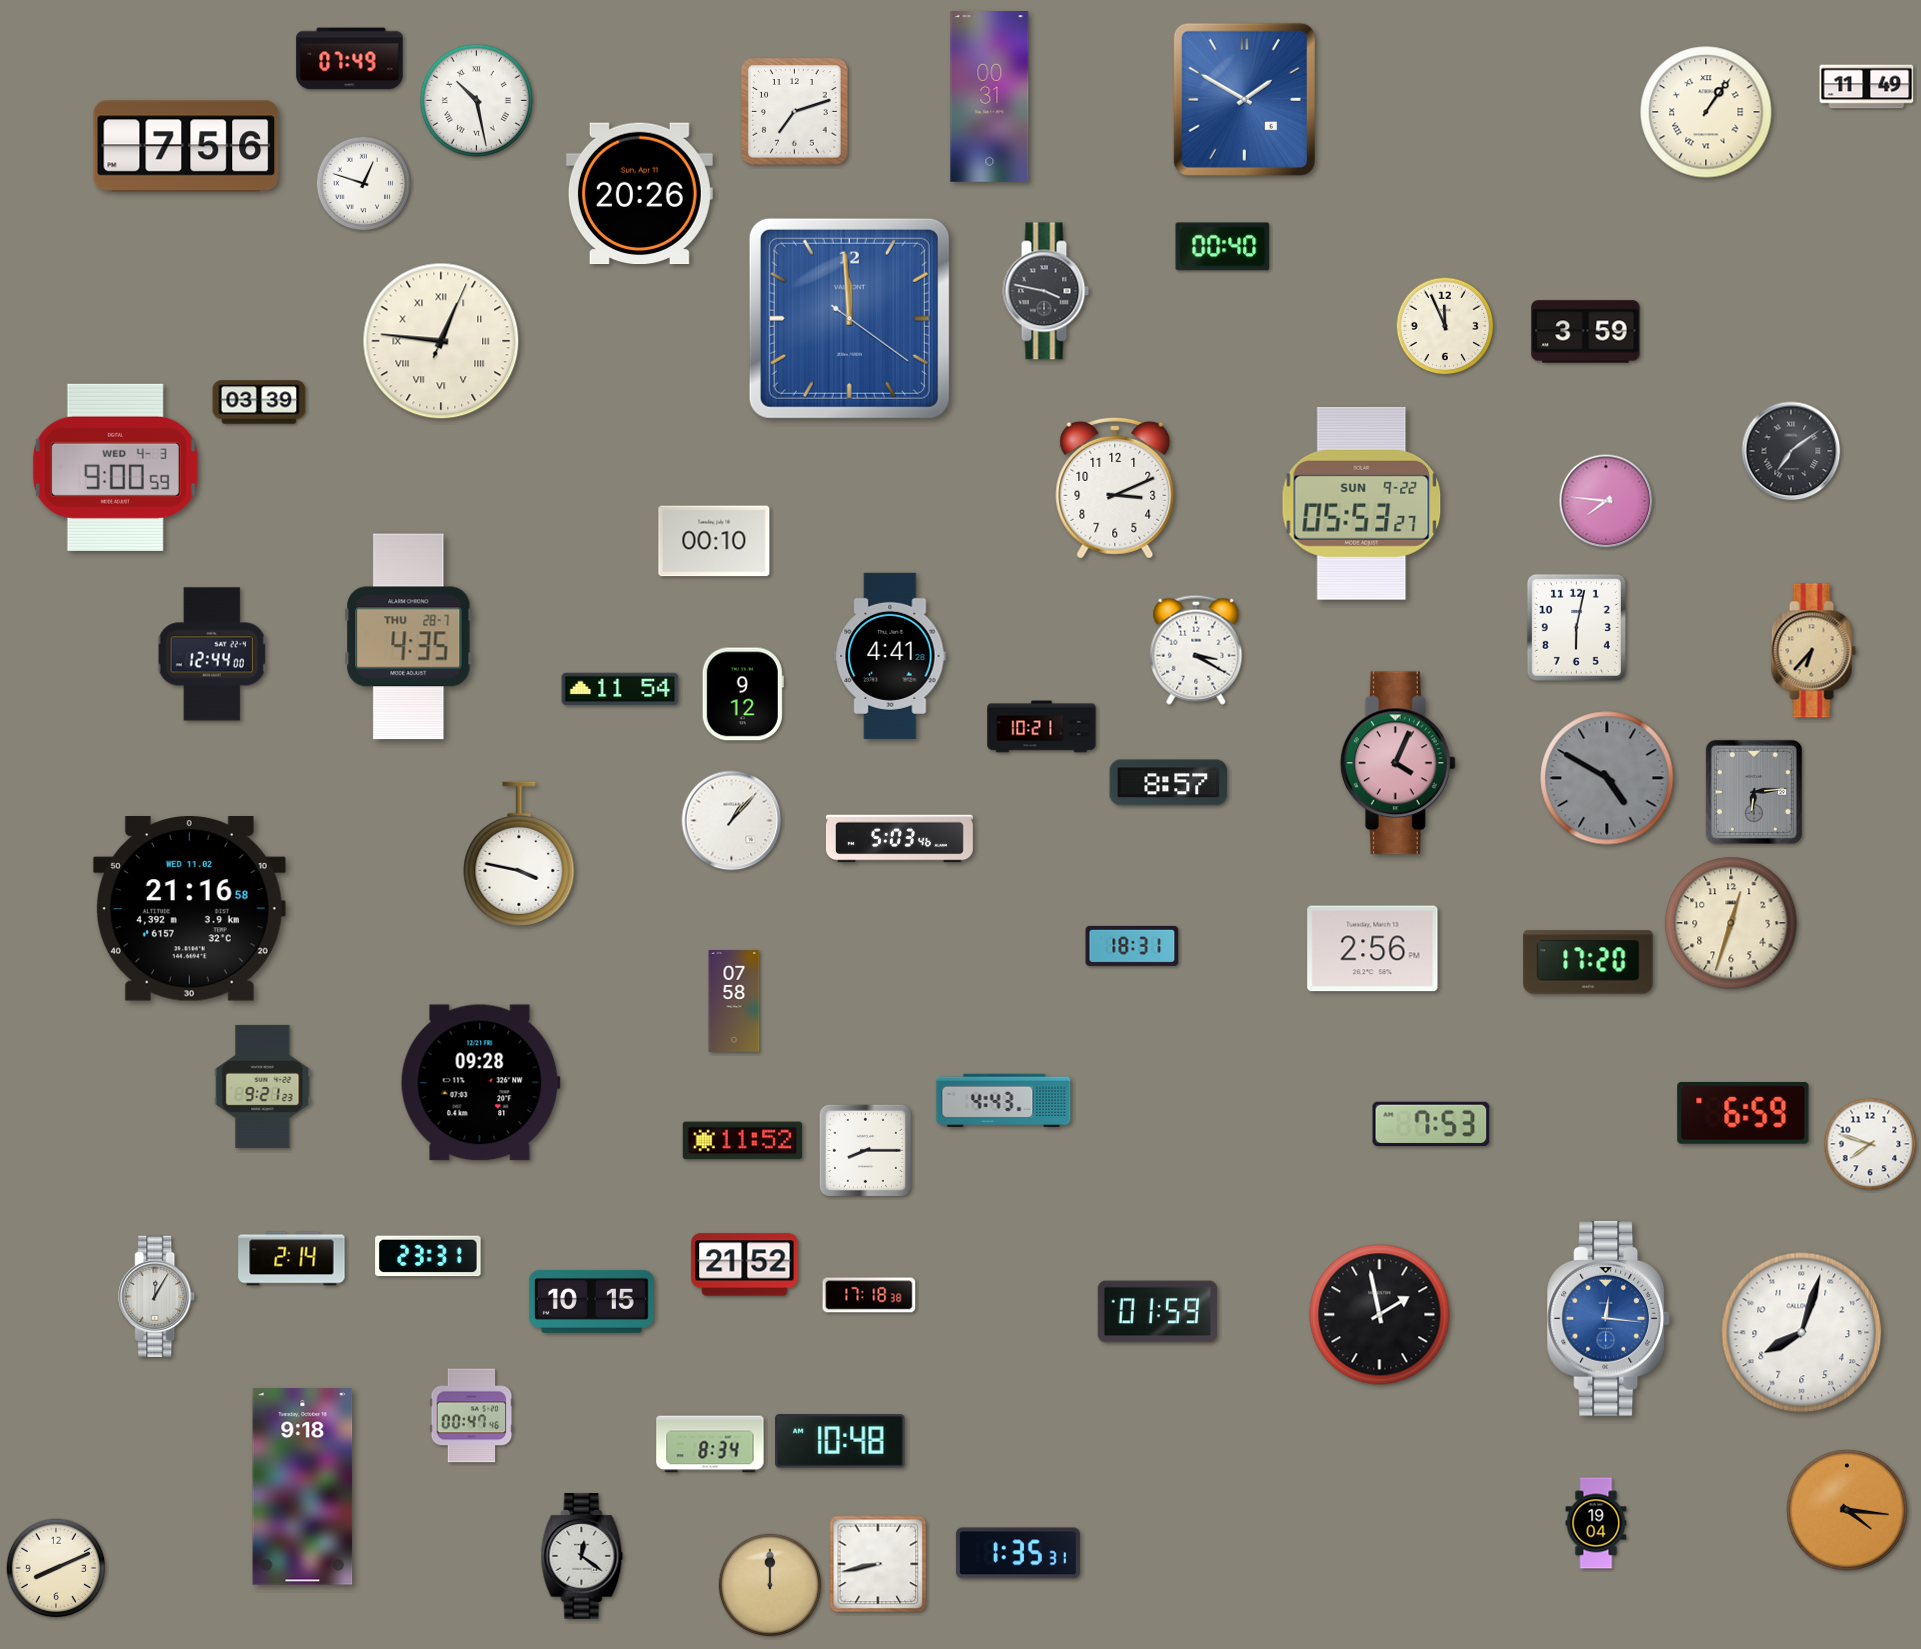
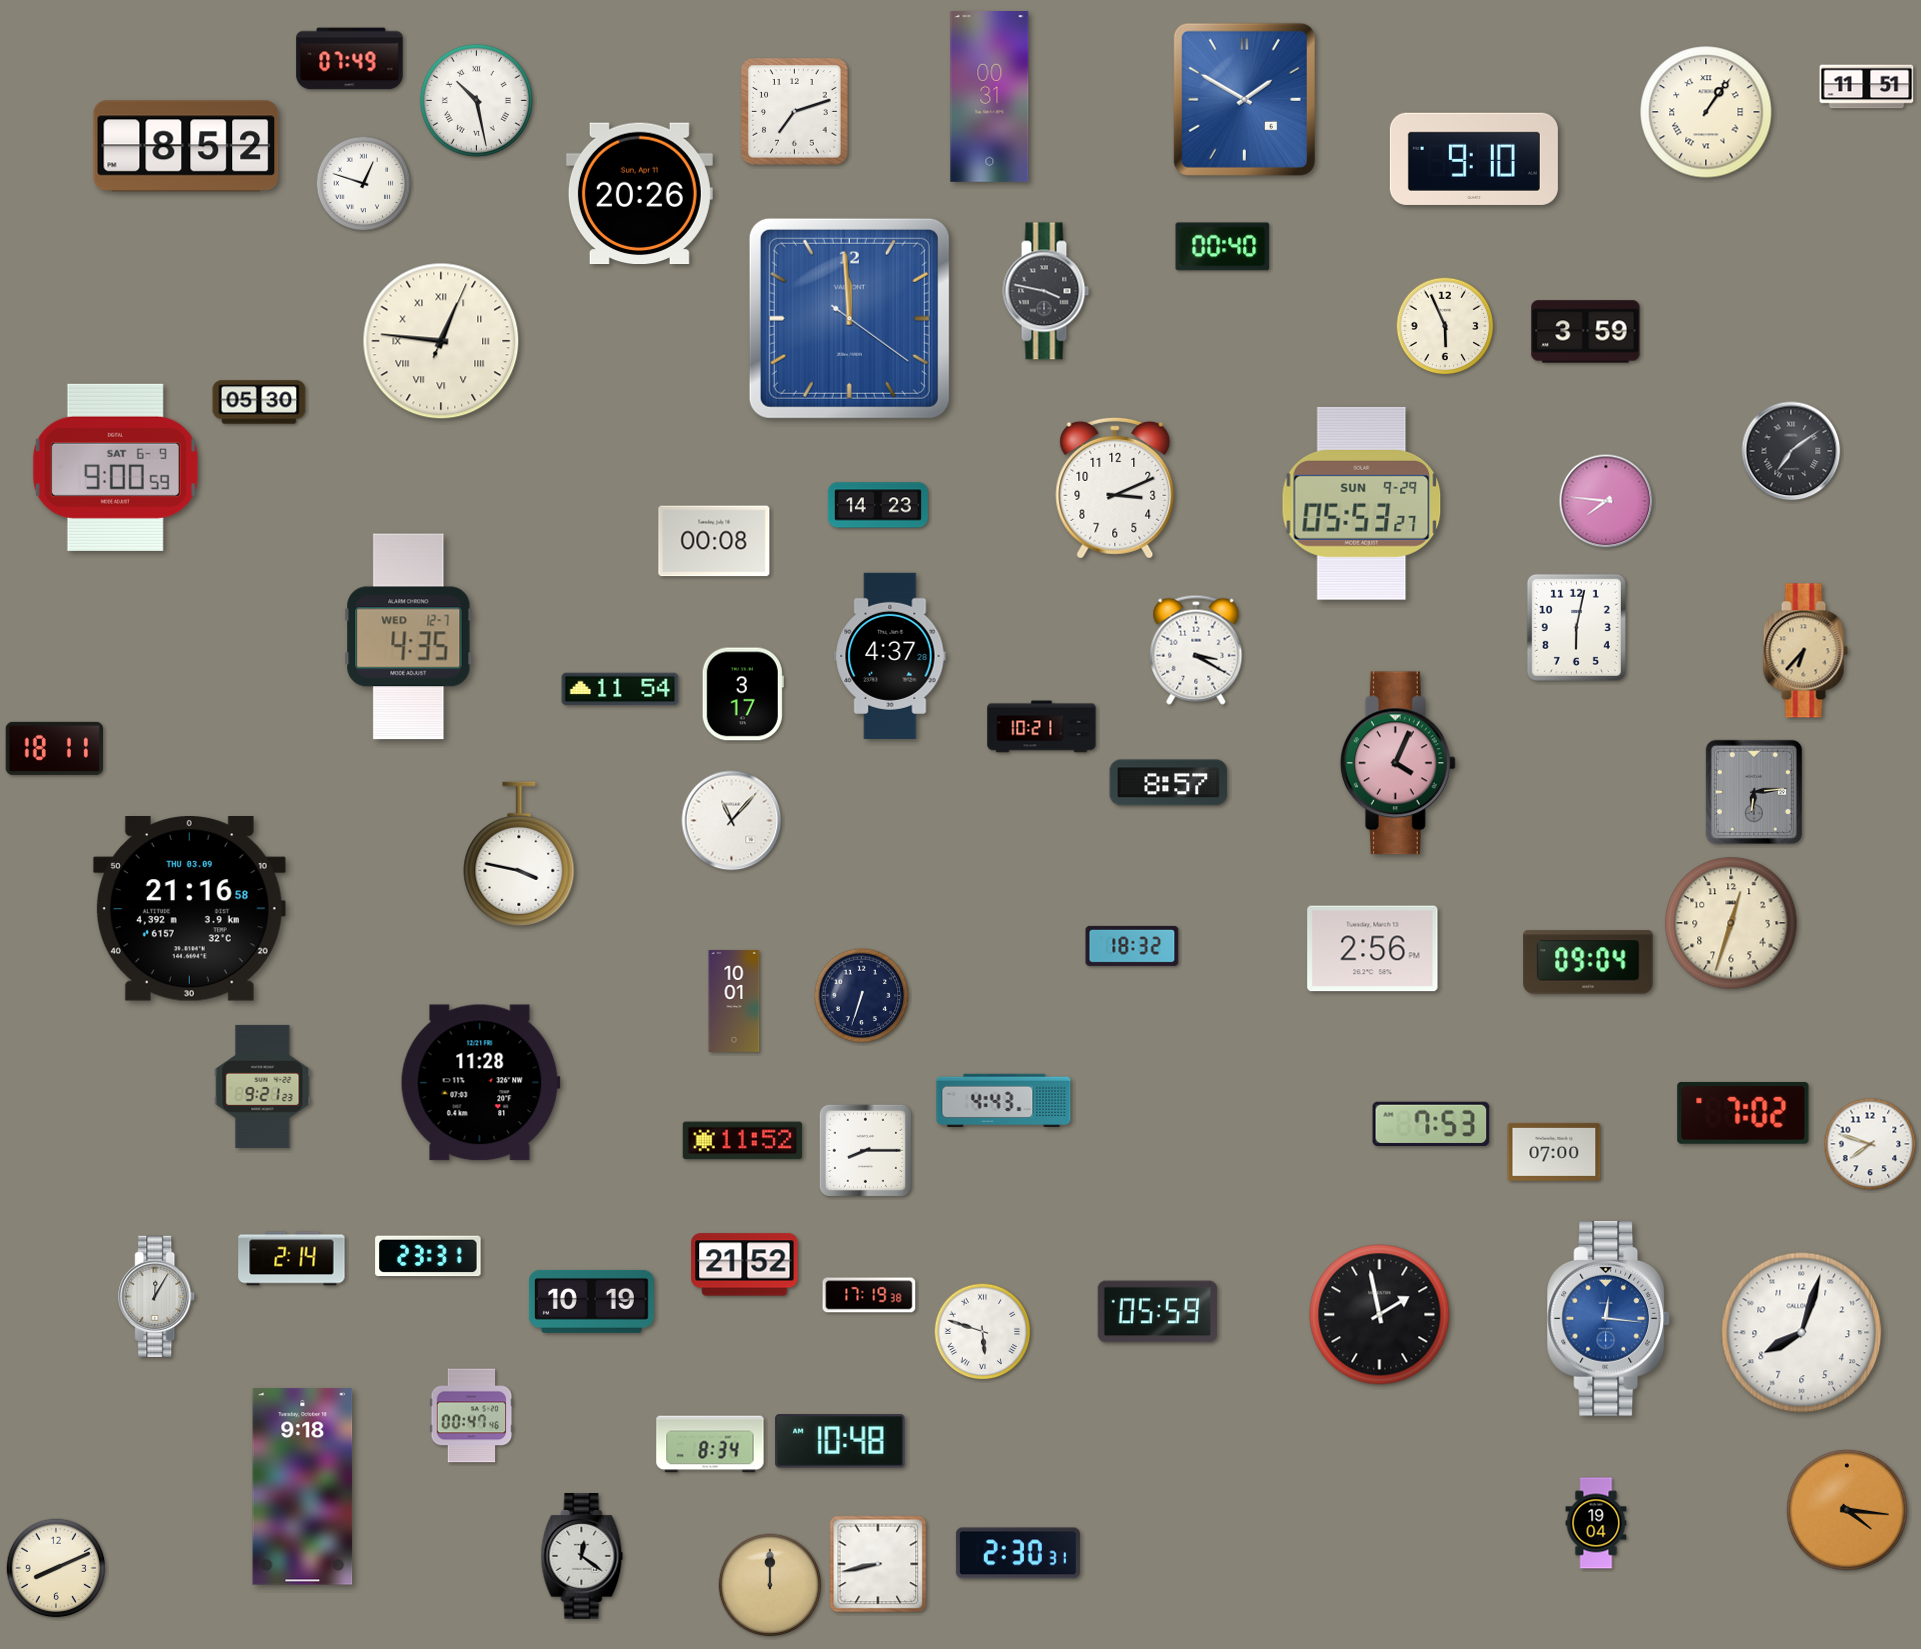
clock at (1867, 87): 11:49 -> 11:51
clock at (186, 146): 7:56 -> 8:52
clock at (1474, 159): none -> 9:10
clock at (1445, 326): 11:56 -> 5:56
clock at (259, 402): 03:39 -> 05:30
clock at (115, 467) date: WED 4-3 -> SAT 6-9
clock at (1362, 503) date: SUN 9-22 -> SUN 9-29
clock at (878, 505): none -> 14:23
clock at (714, 541): 00:10 -> 00:08
clock at (409, 637) date: THU 28-7 -> WED 12-7
clock at (1813, 651) position: (1813, 651) -> (1805, 651)
clock at (212, 654): 12:44 -> none
clock at (890, 656): 4:41 -> 4:37
clock at (743, 694): 9:12 -> 3:17
clock at (54, 748): none -> 18:11
clock at (1607, 778): 4:50 -> none
clock at (732, 821): 1:07 -> 11:07
clock at (899, 839): 5:03 -> none
clock at (189, 909) date: WED 11.02 -> THU 03.09
clock at (1132, 946): 18:31 -> 18:32
clock at (1588, 962): 17:20 -> 09:04
clock at (862, 996): none -> 6:33
clock at (734, 1001): 07:58 -> 10:01
clock at (480, 1083): 09:28 -> 11:28
clock at (1743, 1113): 6:59 -> 7:02
clock at (1554, 1152): none -> 07:00
clock at (869, 1295): 17:18 -> 17:19
clock at (591, 1301): 10:15 -> 10:19
clock at (1158, 1312): 01:59 -> 05:59
clock at (983, 1332): none -> 5:48
clock at (1018, 1553): 1:35 -> 2:30
